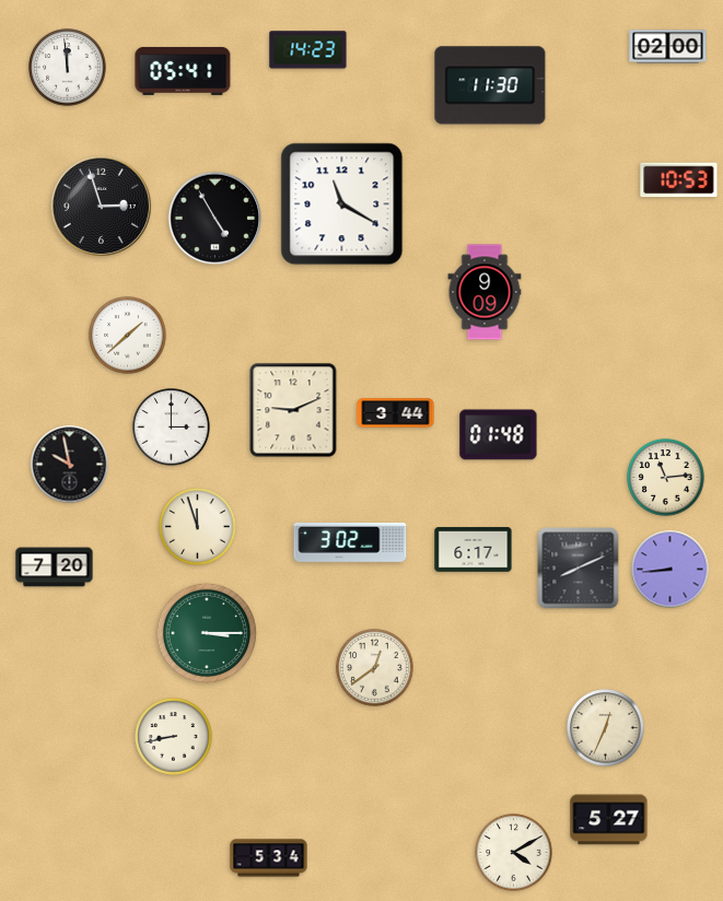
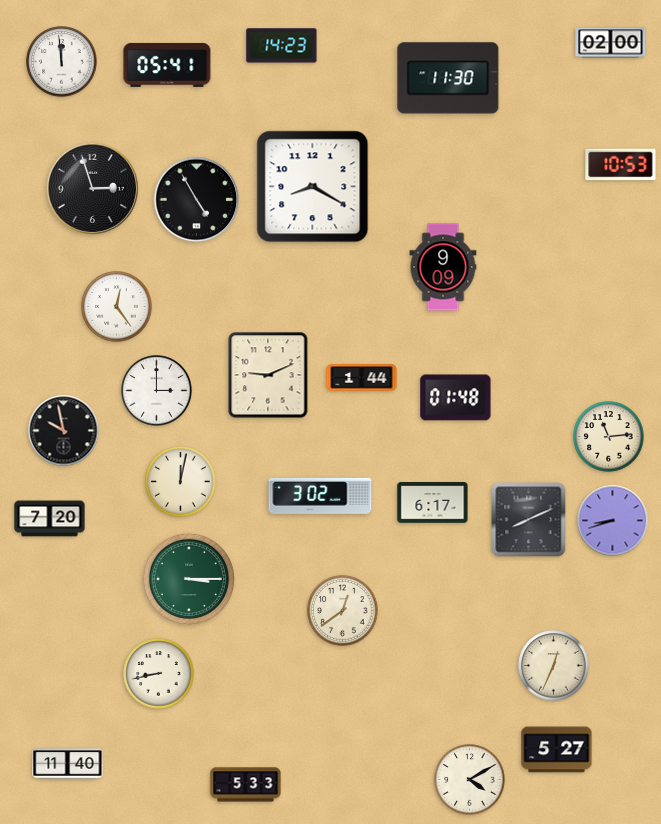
clock at (342, 204): 11:20 -> 8:20
clock at (128, 336): 1:38 -> 12:24
clock at (396, 413): 3:44 -> 1:44
clock at (70, 465) position: (70, 465) -> (64, 431)
clock at (198, 527): 11:57 -> 12:02
clock at (670, 570): 8:44 -> 8:42
clock at (68, 764): none -> 11:40
clock at (269, 858): 5:34 -> 5:33
